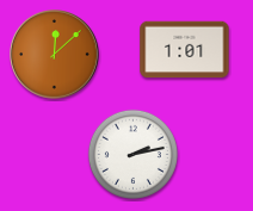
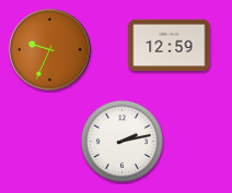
clock at (185, 50): 1:01 -> 12:59
clock at (55, 55): 12:08 -> 9:34
